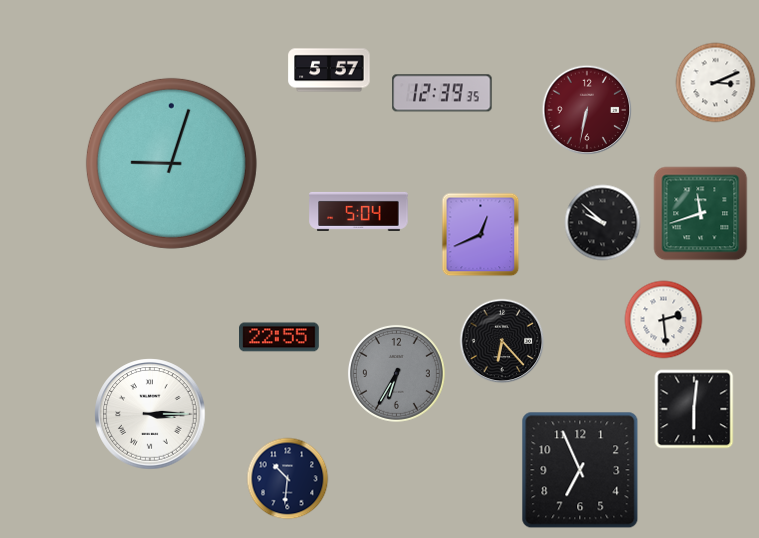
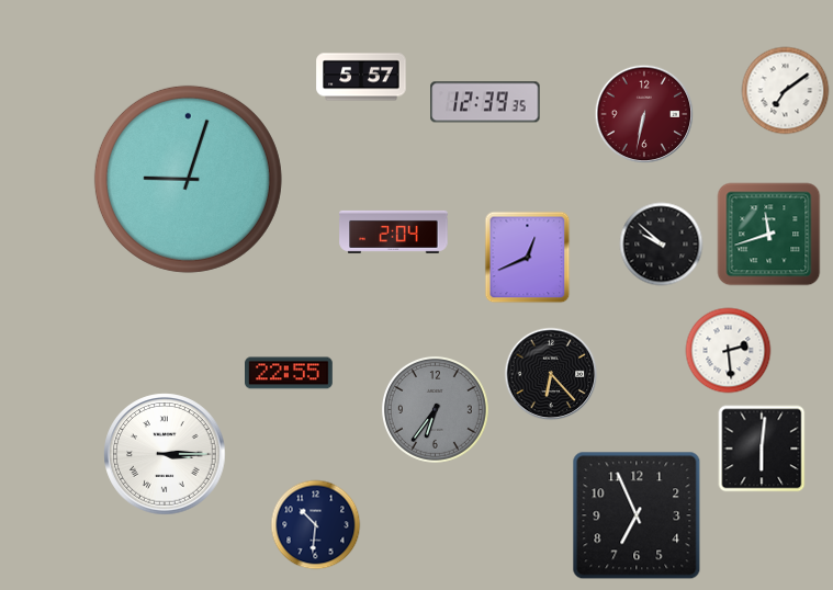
clock at (716, 83): 3:11 -> 7:09
clock at (587, 110) position: (587, 110) -> (644, 114)
clock at (359, 211): 5:04 -> 2:04
clock at (280, 337) position: (280, 337) -> (290, 373)
clock at (396, 373): 6:35 -> 6:36
